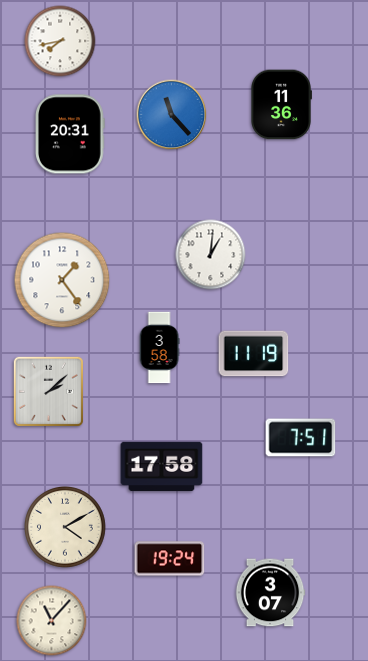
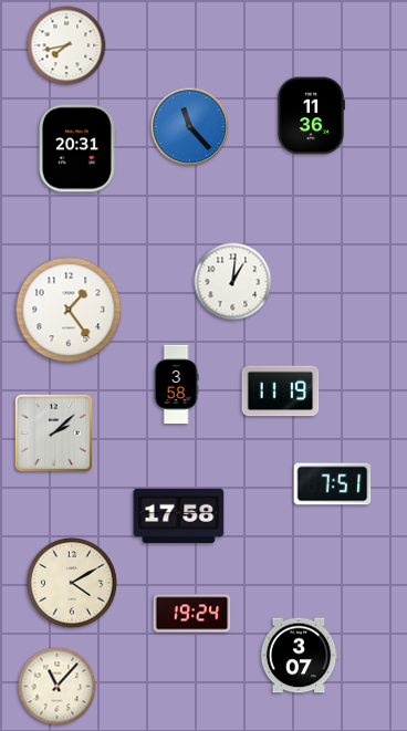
clock at (170, 559) position: (170, 559) -> (192, 614)
